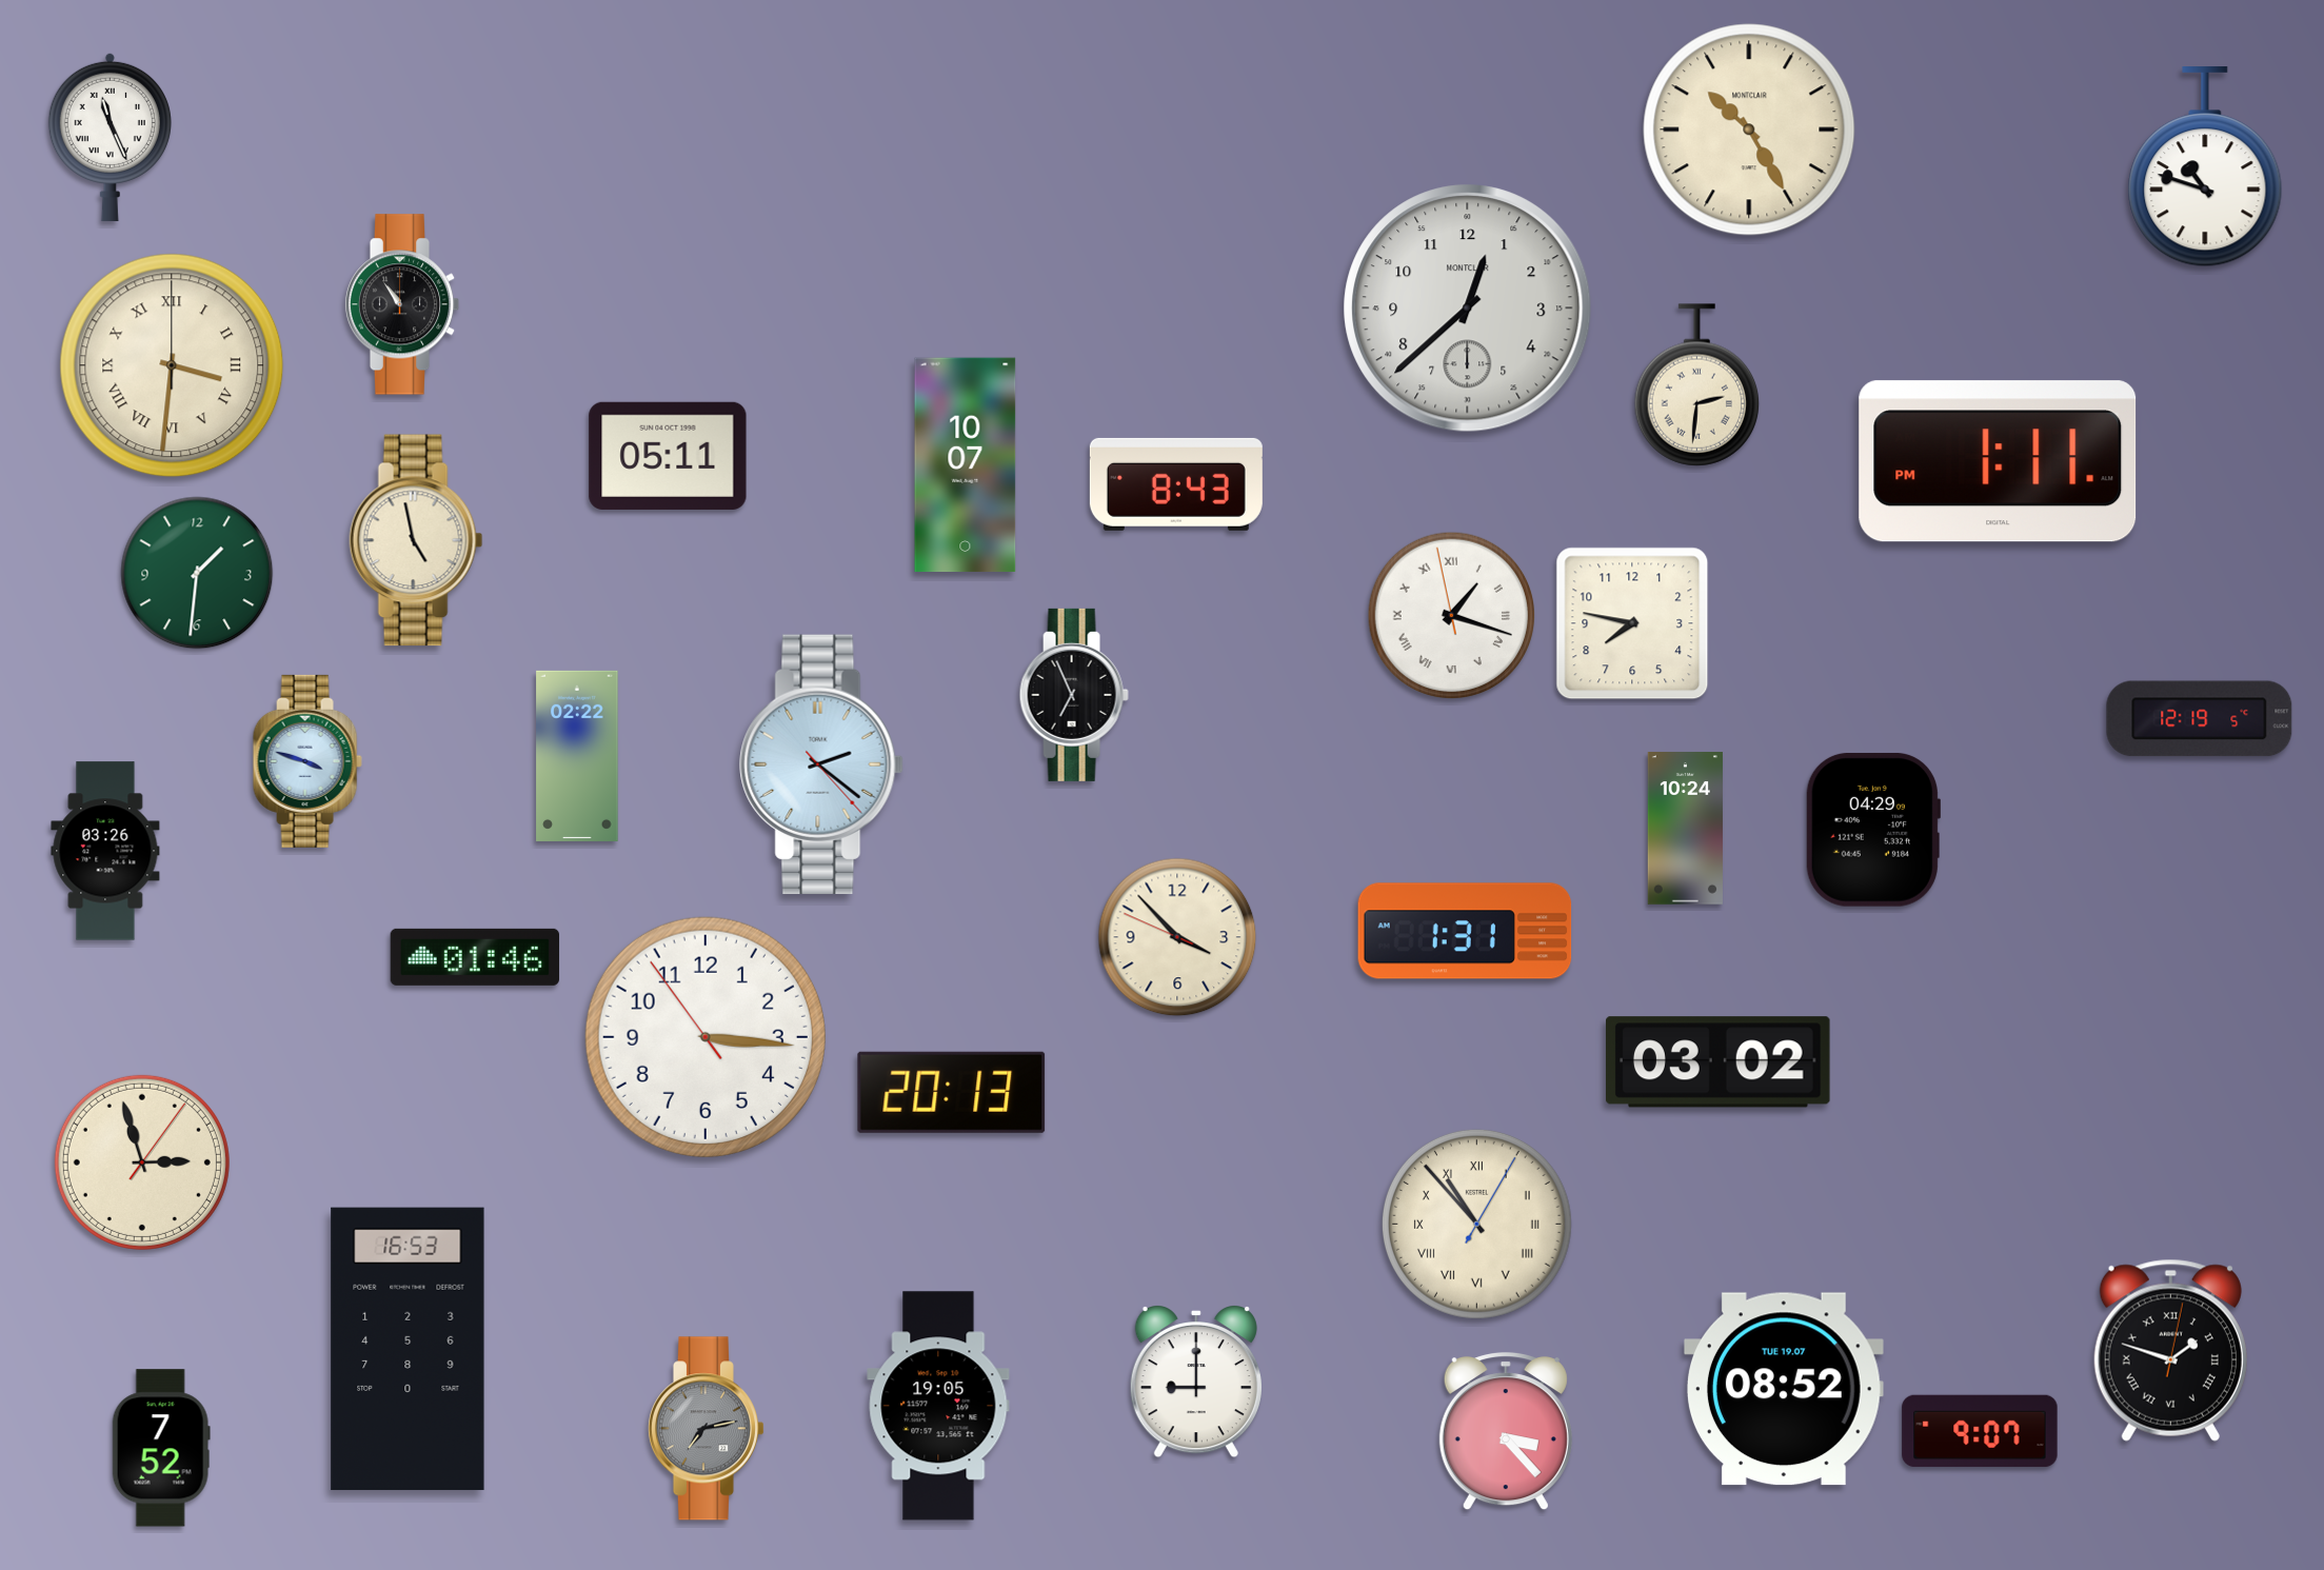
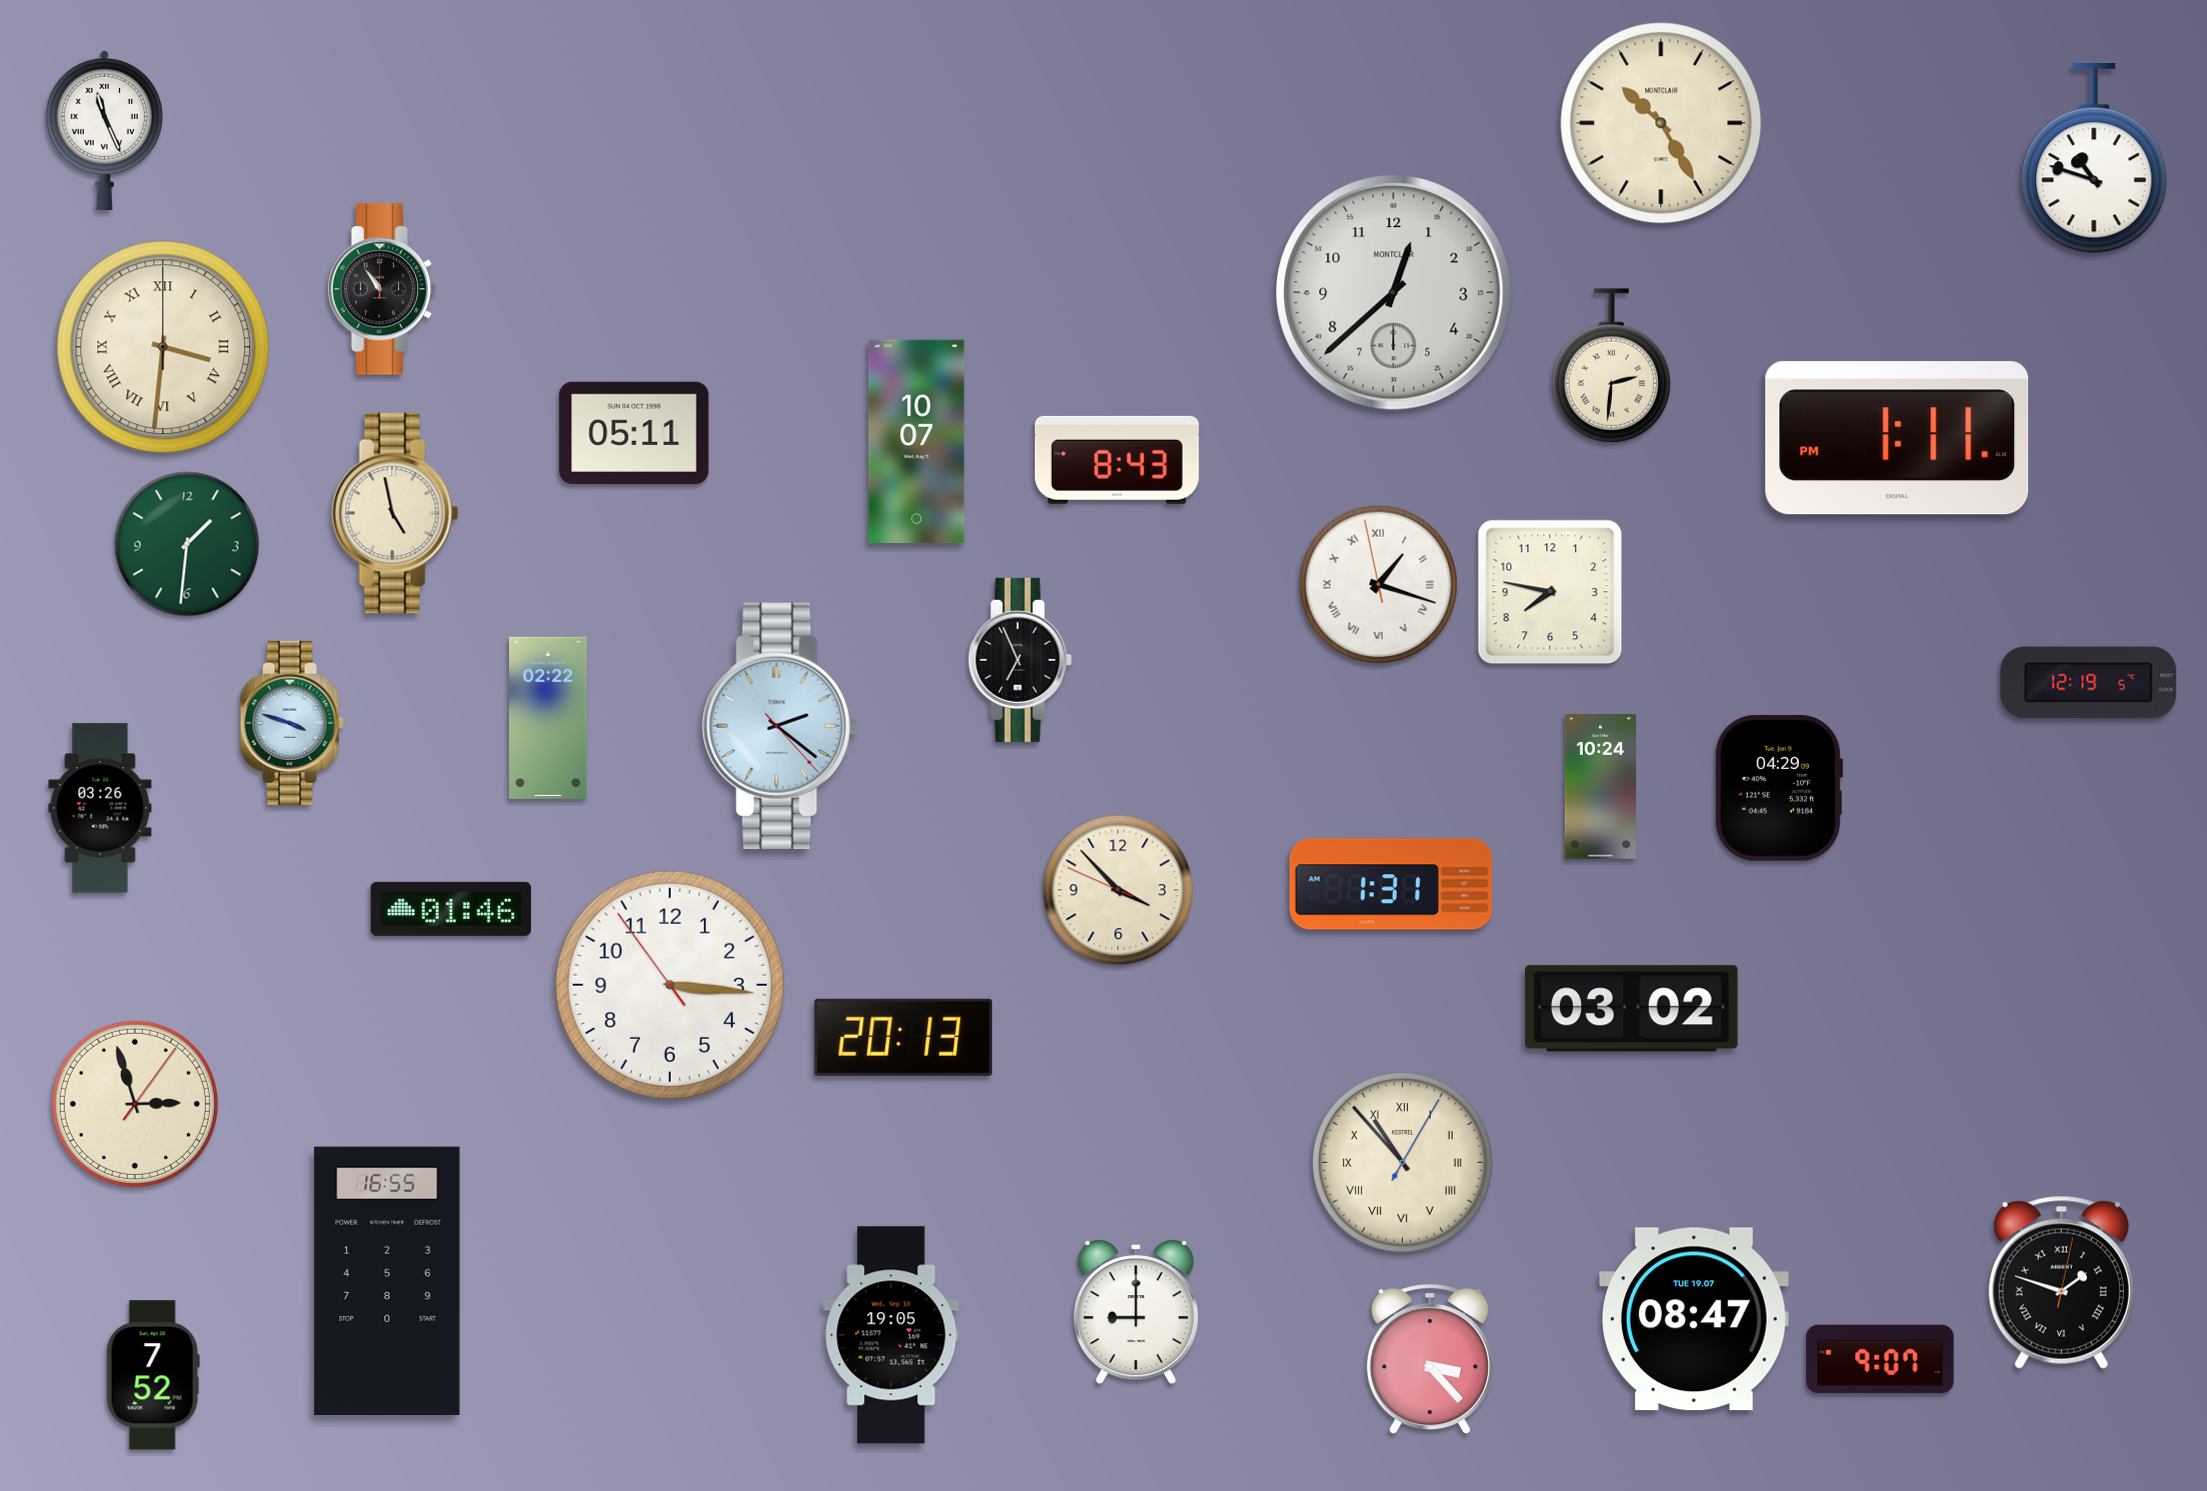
clock at (408, 1349): 16:53 -> 16:55
clock at (1784, 1389): 08:52 -> 08:47
clock at (706, 1429): 7:13 -> none
